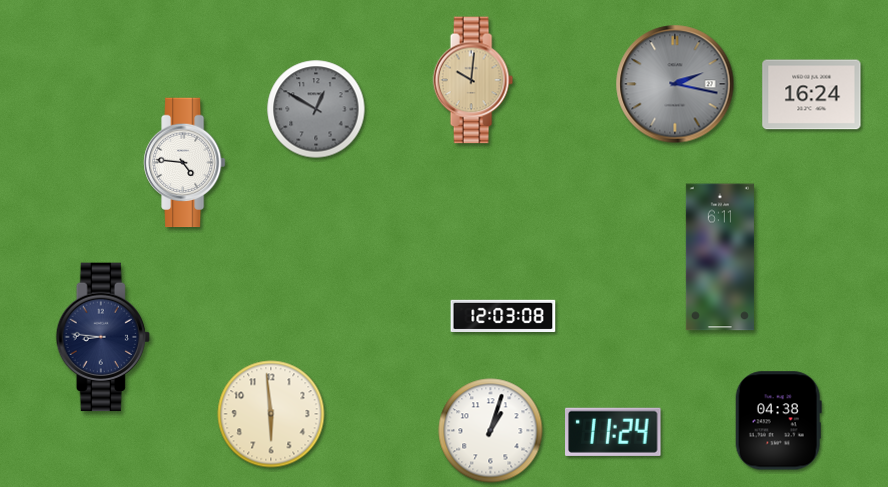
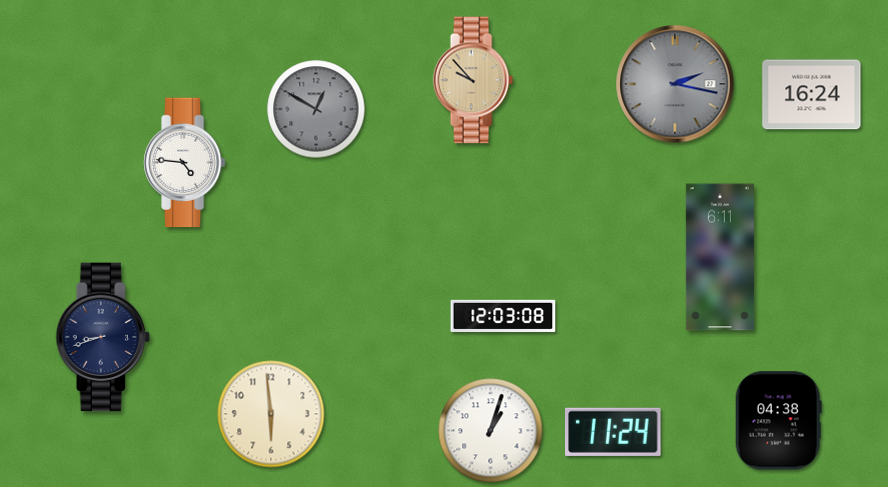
clock at (473, 80): 10:01 -> 9:53
clock at (103, 337): 8:46 -> 8:42
